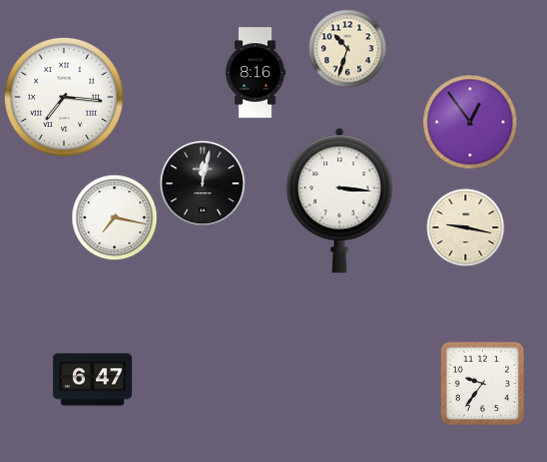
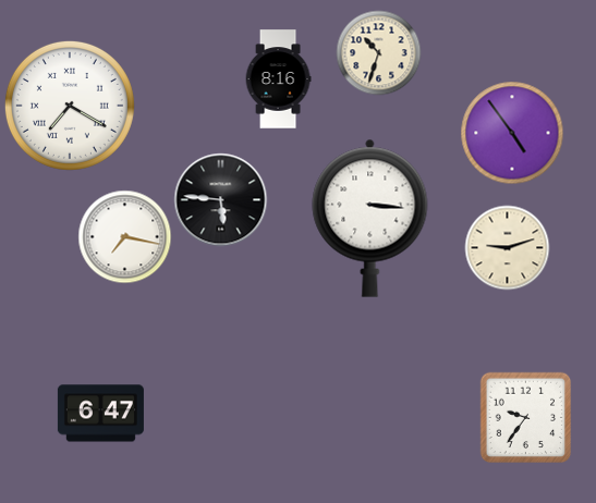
clock at (64, 97): 7:16 -> 7:20
clock at (470, 122): 12:54 -> 4:54
clock at (202, 183): 12:02 -> 5:46
clock at (465, 227): 9:17 -> 9:12
